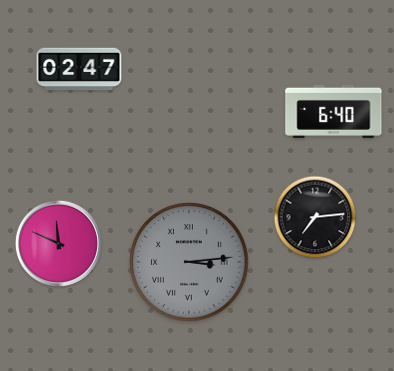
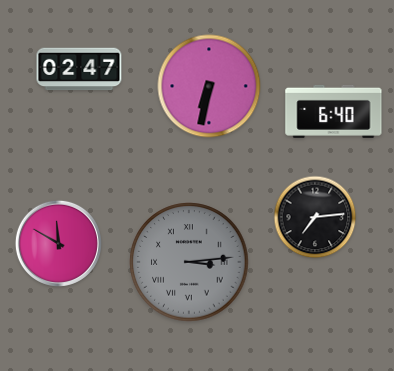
clock at (209, 86): none -> 6:32
clock at (58, 243): 11:49 -> 11:50
